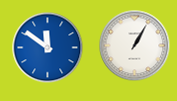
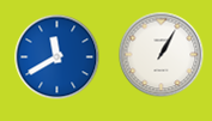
clock at (48, 48): 11:51 -> 11:40
